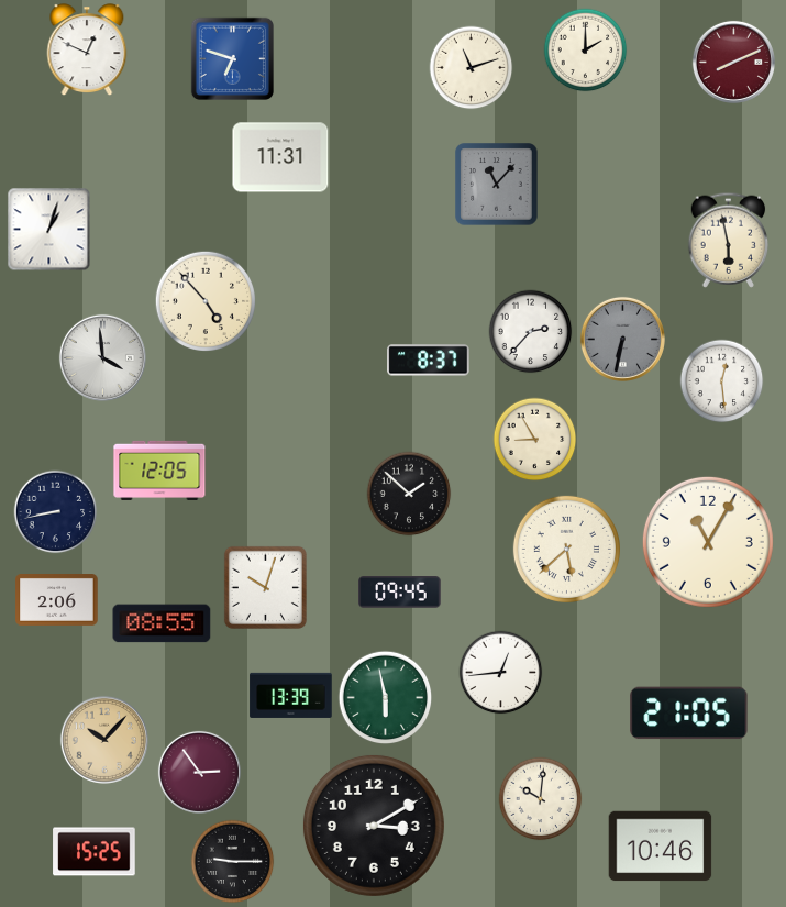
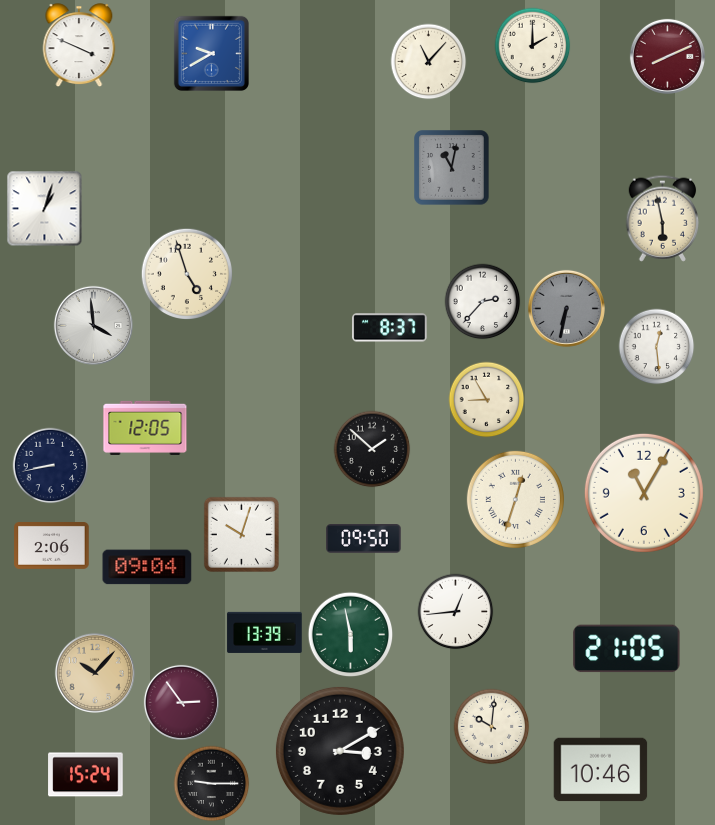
clock at (87, 51): 12:49 -> 3:49
clock at (232, 58): 6:48 -> 9:40
clock at (472, 68): 11:12 -> 11:07
clock at (280, 157): 11:31 -> none
clock at (497, 185): 11:07 -> 11:02
clock at (204, 300): 4:53 -> 4:57
clock at (566, 549): 5:38 -> 12:33
clock at (400, 593): 09:45 -> 09:50
clock at (162, 623): 08:55 -> 09:04
clock at (95, 852): 15:25 -> 15:24
